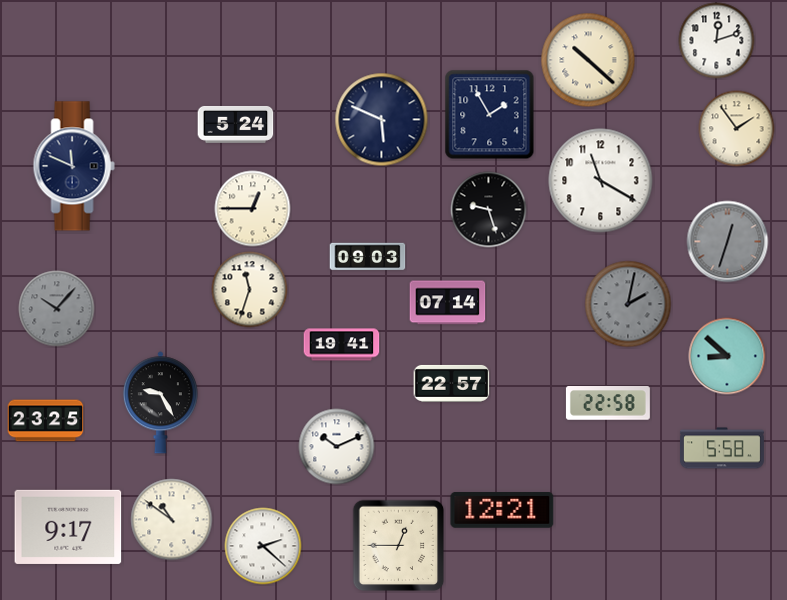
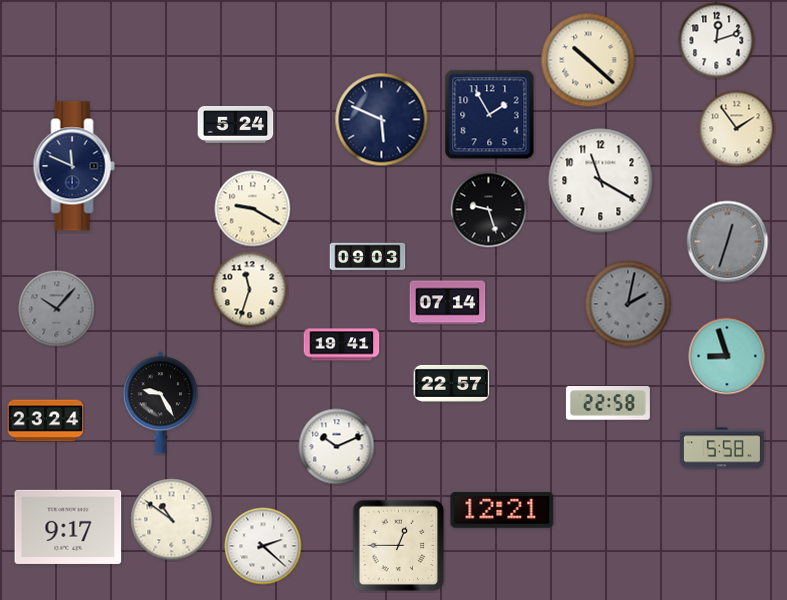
clock at (253, 209): 12:45 -> 9:20
clock at (727, 356): 8:52 -> 8:57
clock at (46, 421): 23:25 -> 23:24
